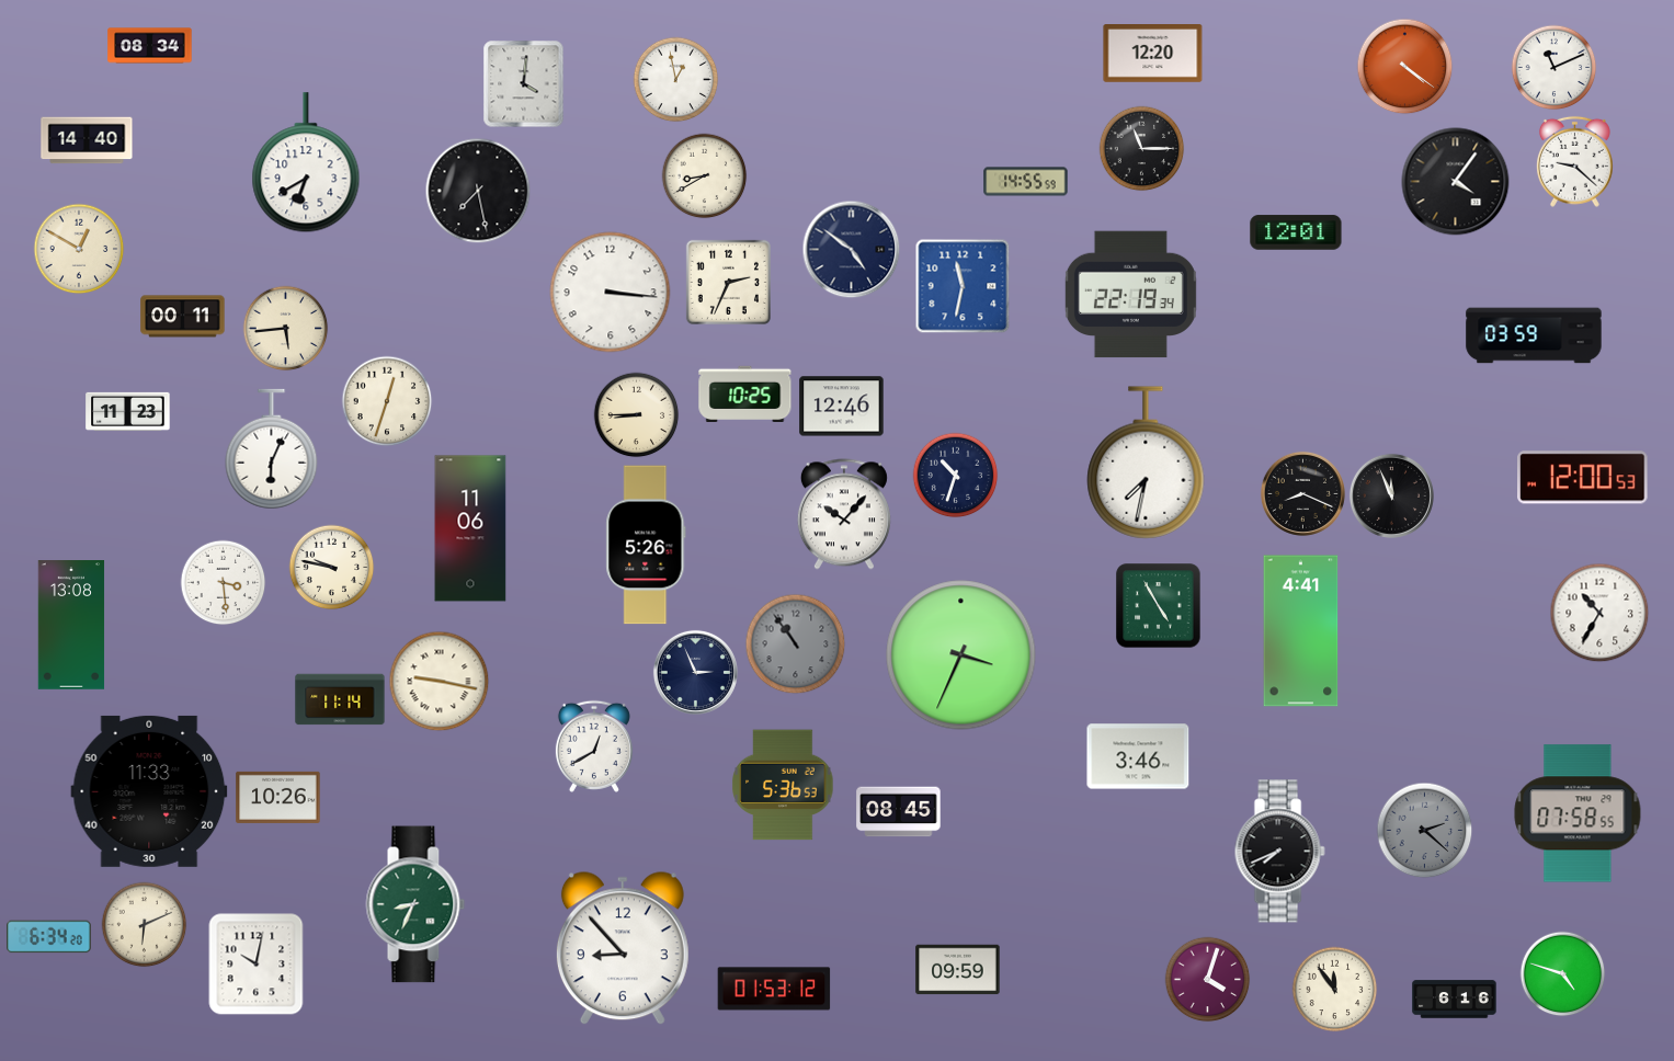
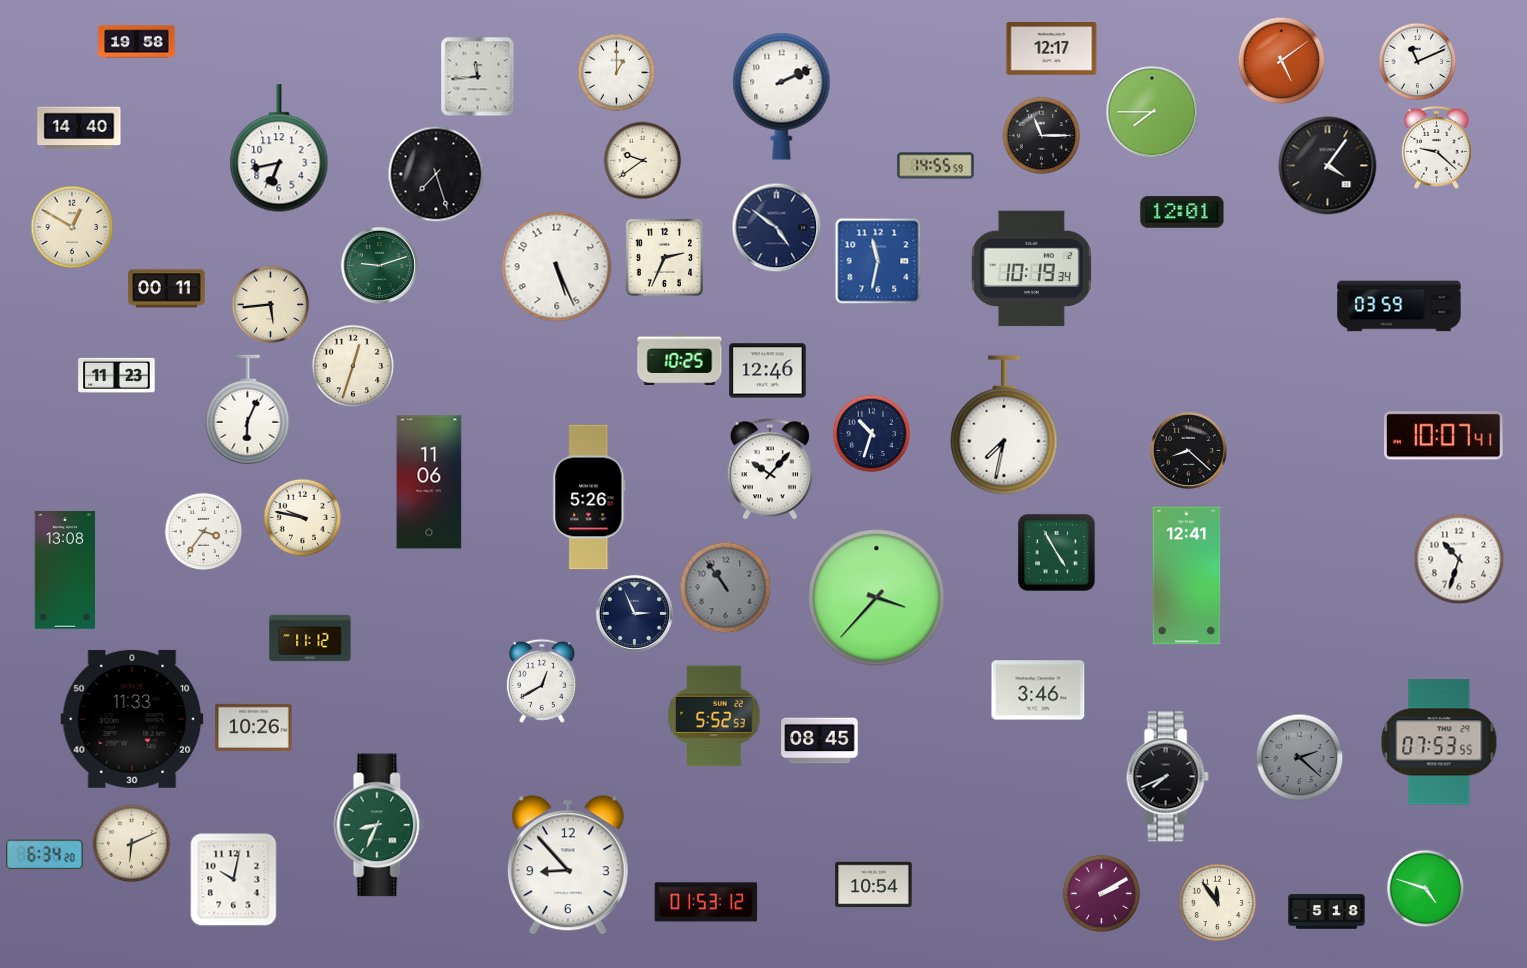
clock at (150, 46): 08:34 -> 19:58
clock at (1153, 54): 12:20 -> 12:17
clock at (1404, 66): 4:21 -> 5:09
clock at (675, 79): 12:58 -> 1:00
clock at (524, 83): 4:01 -> 11:44
clock at (782, 96): none -> 2:11
clock at (1152, 112): none -> 7:45
clock at (306, 163): 6:40 -> 6:43
clock at (704, 175): 8:40 -> 9:39
clock at (478, 191): 7:28 -> 7:27
clock at (379, 265): none -> 9:12
clock at (611, 293): 3:16 -> 5:26
clock at (1130, 295): 22:19 -> 10:19
clock at (285, 328) position: (285, 328) -> (270, 304)
clock at (636, 414): 8:45 -> none
clock at (1146, 463) position: (1146, 463) -> (1004, 425)
clock at (1583, 478): 12:00 -> 10:07
clock at (1302, 493): 8:19 -> 8:22
clock at (1391, 495): 11:56 -> none
clock at (223, 582): 3:29 -> 3:36
clock at (1599, 613): 10:35 -> 10:33
clock at (1301, 631): 4:41 -> 12:41
clock at (961, 655): 3:34 -> 3:37
clock at (439, 681): 9:17 -> none
clock at (340, 699): 11:14 -> 11:12
clock at (783, 785): 5:36 -> 5:52
clock at (149, 791) position: (149, 791) -> (132, 719)
clock at (1578, 813): 07:58 -> 07:53
clock at (958, 970): 09:59 -> 10:54
clock at (1207, 979): 4:03 -> 2:10
clock at (1455, 1000): 6:16 -> 5:18
